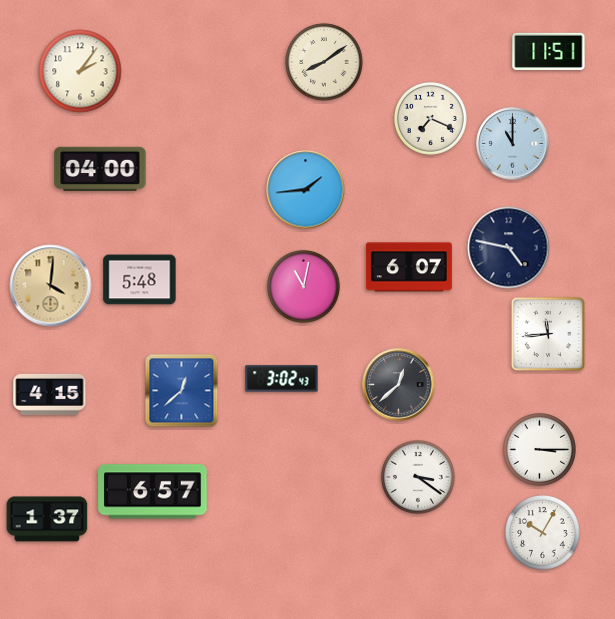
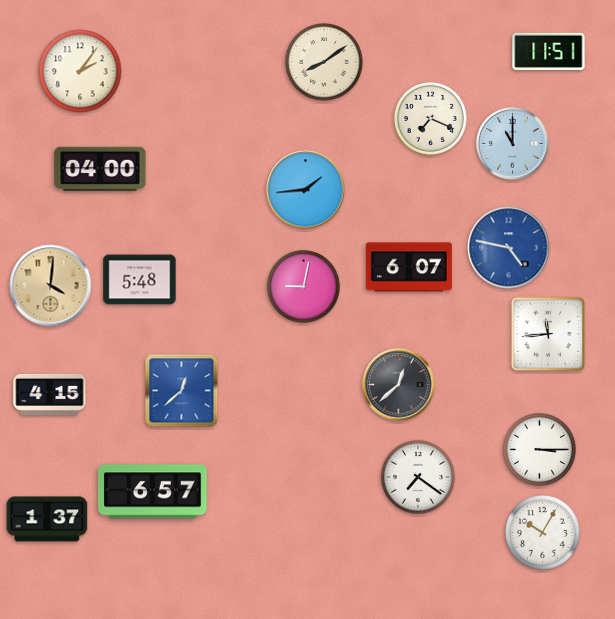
clock at (509, 248) dial: navy -> blue
clock at (303, 286): 11:02 -> 9:02
clock at (282, 379): 3:02 -> none
clock at (418, 477): 3:21 -> 7:21
